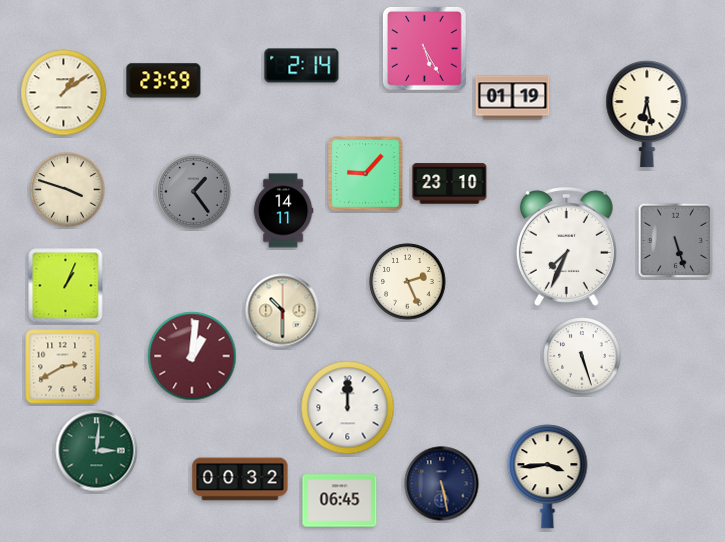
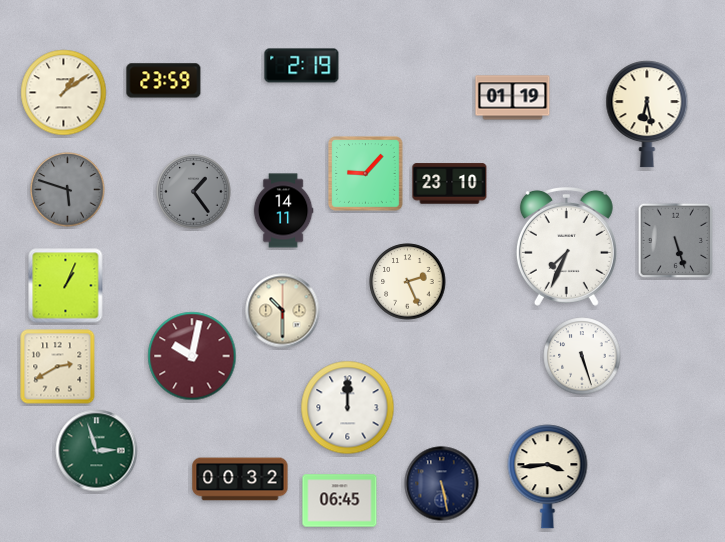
clock at (424, 48): 5:25 -> none
clock at (302, 66): 2:14 -> 2:19
clock at (68, 190): 3:48 -> 5:48
clock at (68, 190) dial: cream -> grey
clock at (192, 356): 1:01 -> 10:02
clock at (63, 367) position: (63, 367) -> (58, 367)
clock at (97, 451): 3:01 -> 2:57
